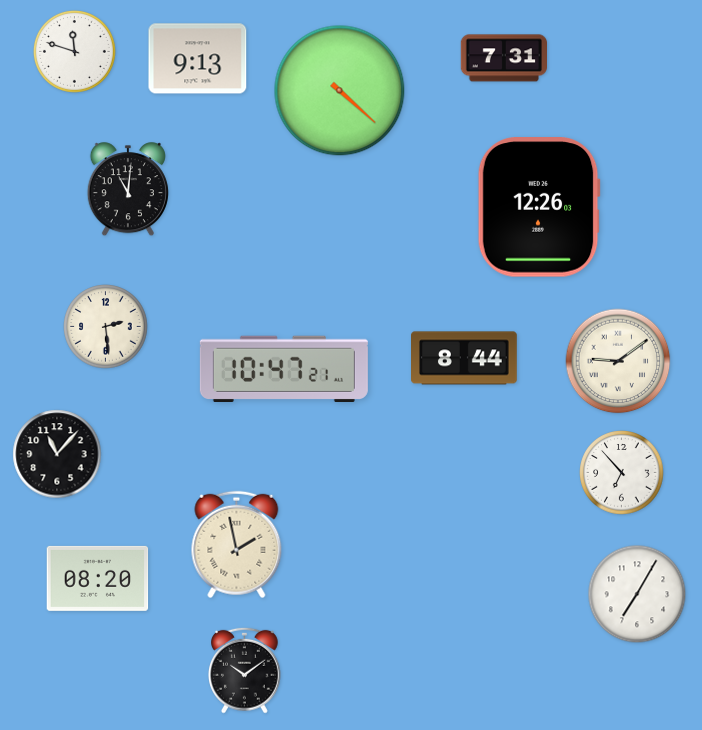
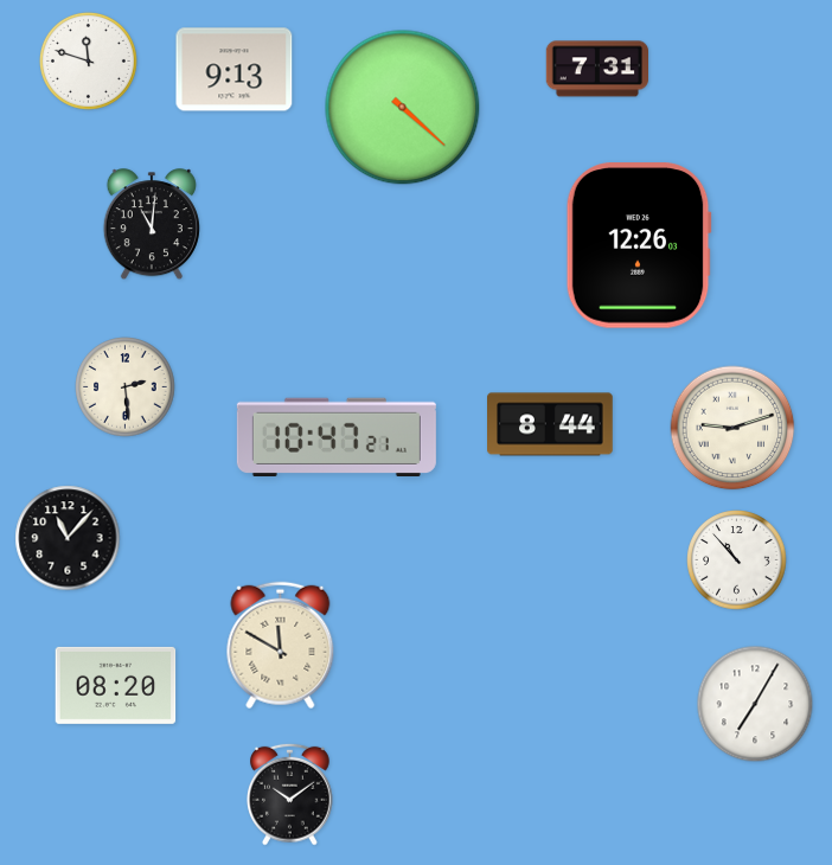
clock at (618, 361): 9:09 -> 9:12
clock at (622, 473): 6:53 -> 10:53
clock at (237, 545): 1:58 -> 11:50
